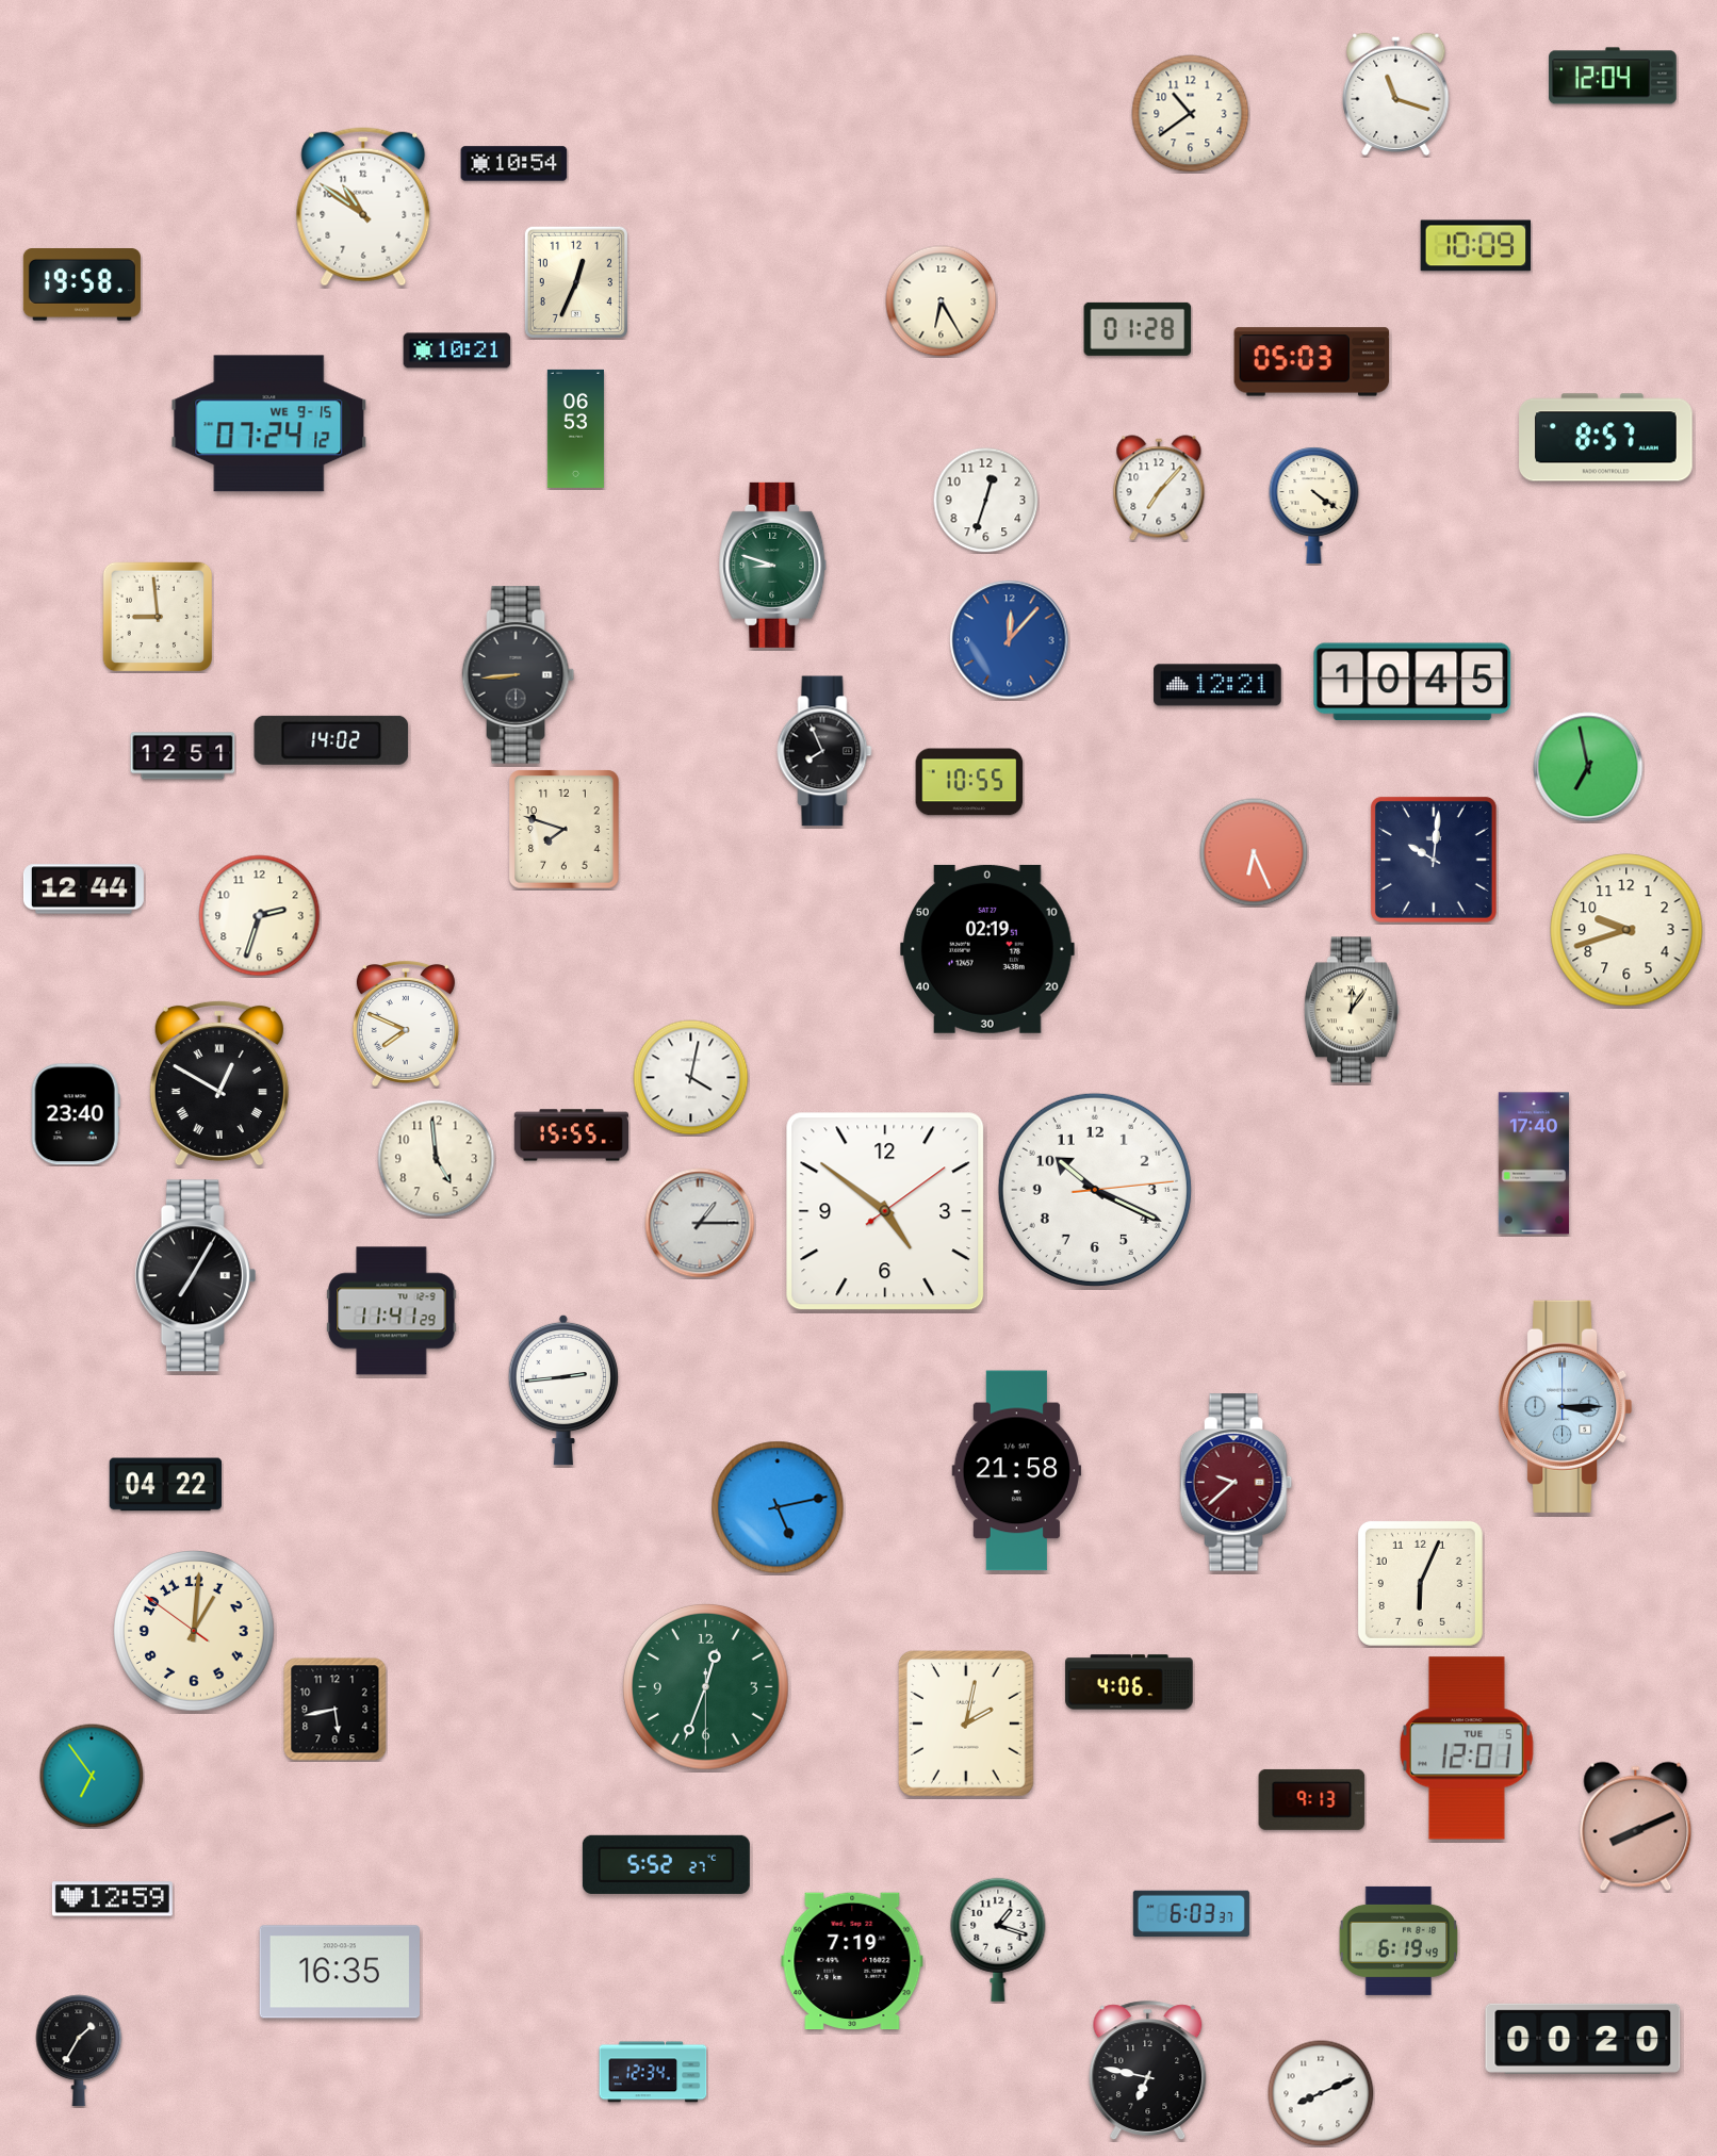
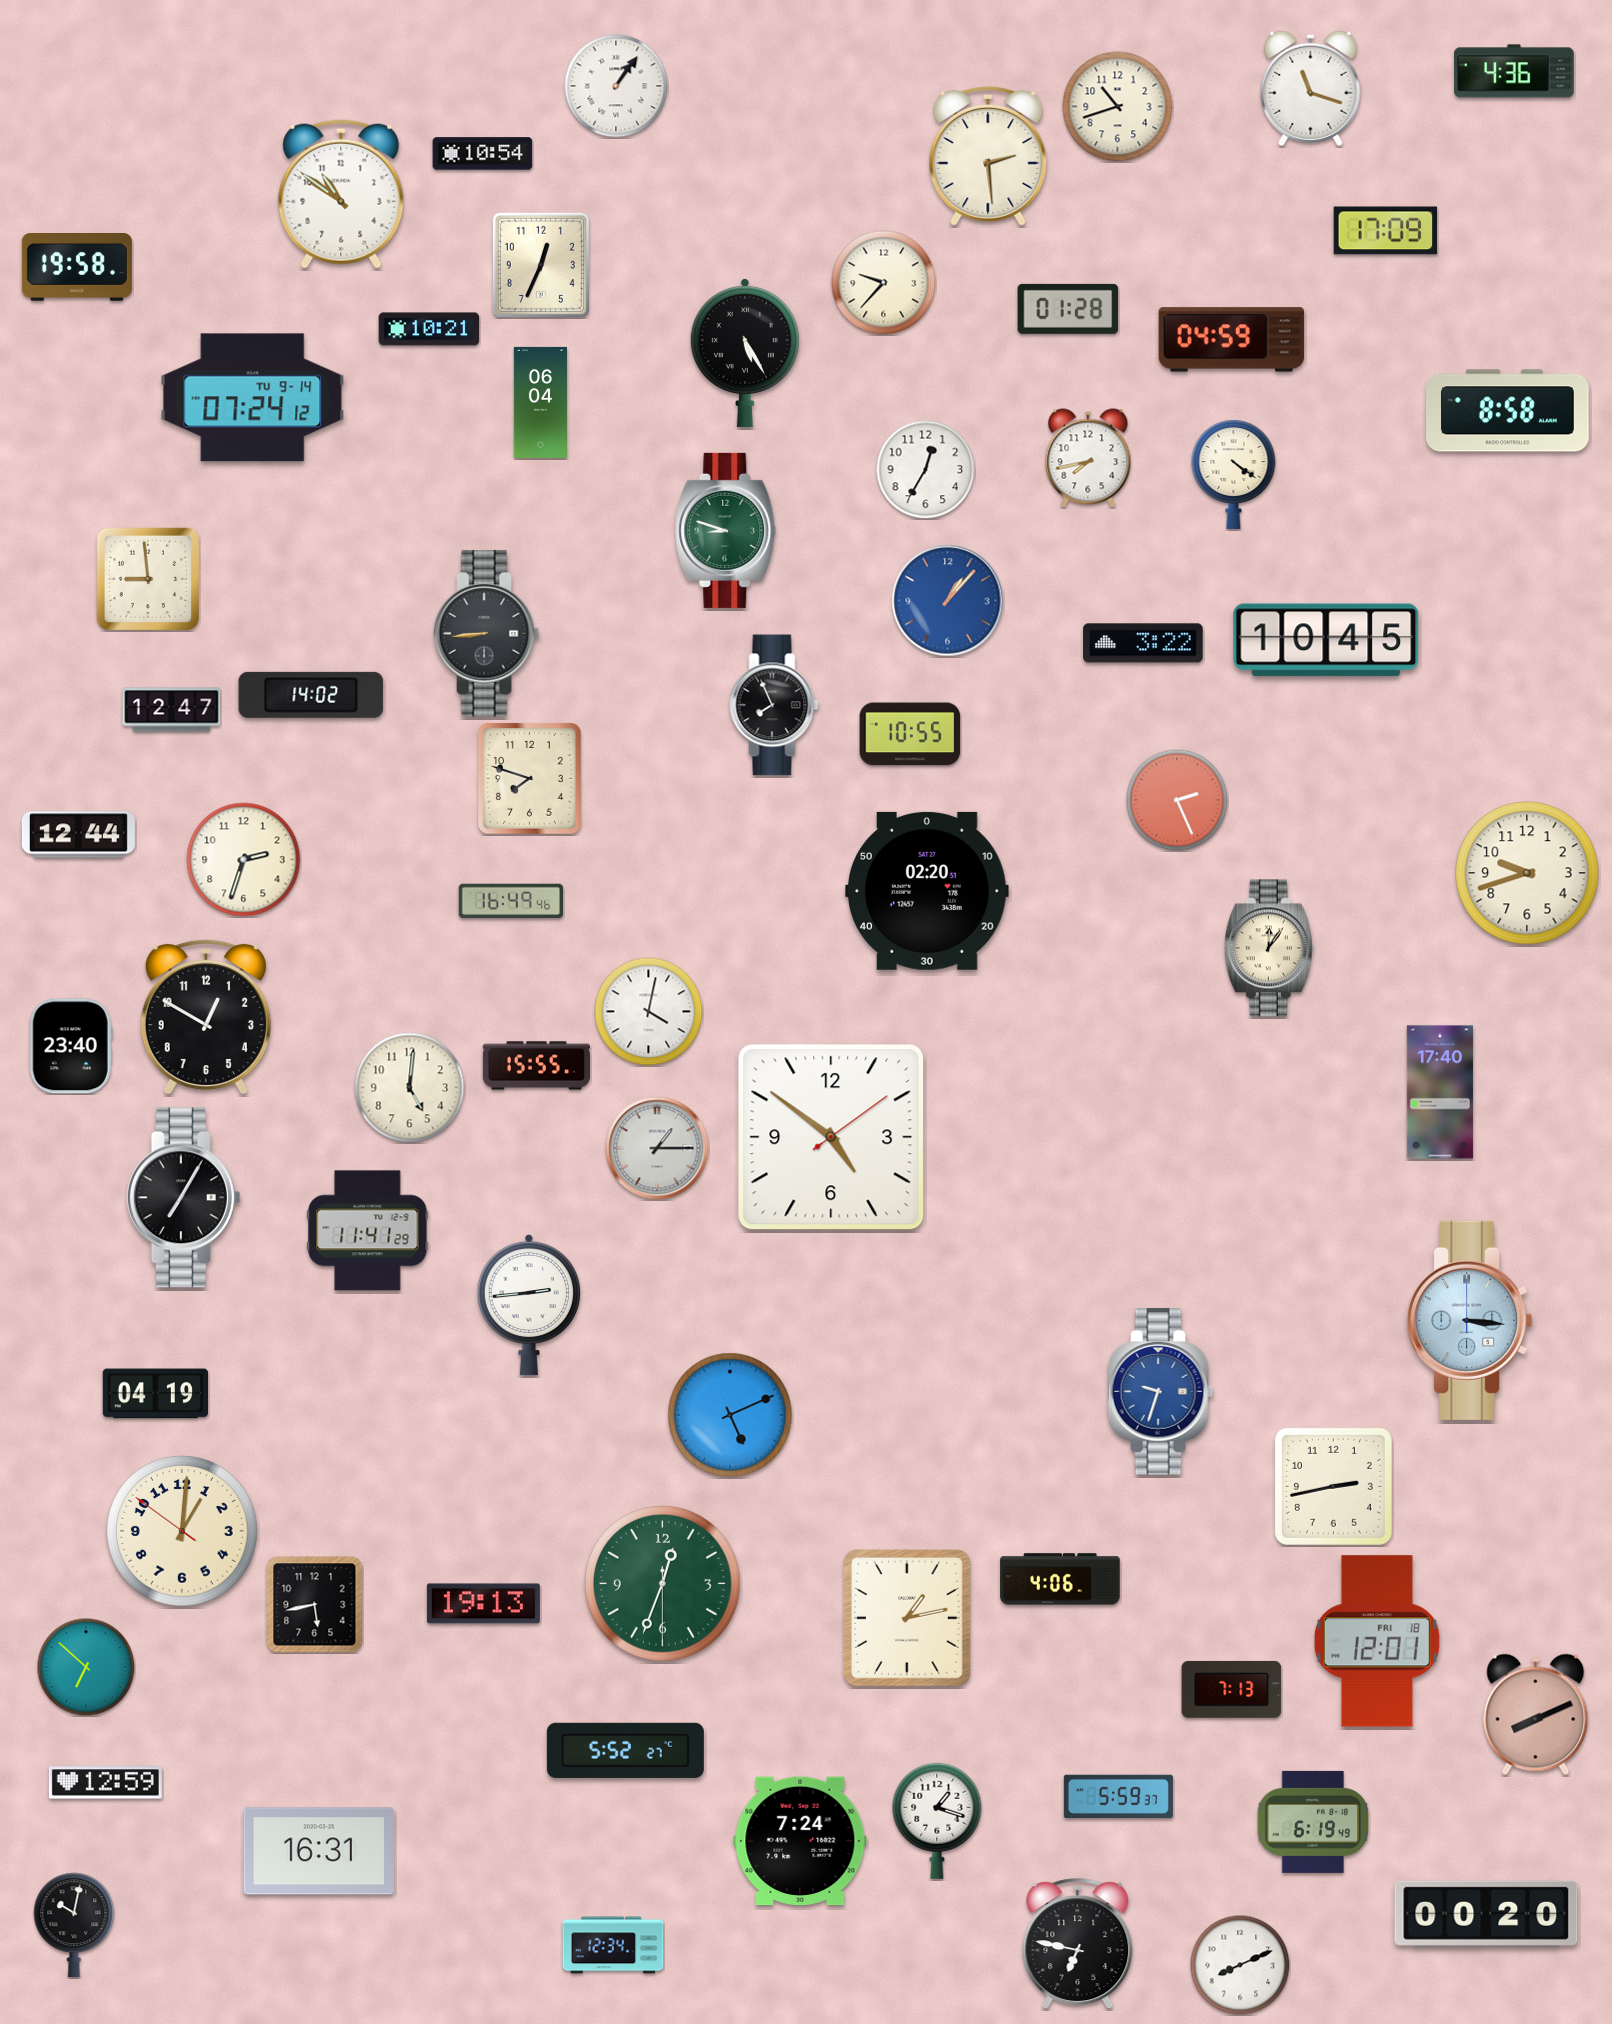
clock at (1613, 76): 12:04 -> 4:36
clock at (616, 86): none -> 1:06
clock at (1191, 114): 10:39 -> 10:42
clock at (988, 156): none -> 2:29
clock at (1476, 246): 10:09 -> 17:09
clock at (942, 301): 6:25 -> 9:37
clock at (1312, 362): 05:03 -> 04:59
clock at (745, 353): none -> 5:25
clock at (269, 424) date: WE 9-15 -> TU 9-14
clock at (575, 428): 06:53 -> 06:04
clock at (1606, 438): 8:57 -> 8:58
clock at (1159, 488): 7:07 -> 7:43
clock at (986, 501): 12:33 -> 12:35
clock at (1010, 640): 12:07 -> 1:07
clock at (1217, 685): 12:21 -> 3:22
clock at (183, 756): 12:51 -> 12:47
clock at (1588, 767): 6:58 -> none
clock at (1254, 852): 6:26 -> 2:26
clock at (1434, 860): 10:01 -> none
clock at (988, 949): 02:19 -> 02:20
clock at (511, 901): none -> 16:49
clock at (406, 1024): 7:49 -> none
clock at (219, 1083) numerals: Roman -> Arabic
clock at (437, 1159): 4:59 -> 5:01
clock at (1095, 1190): 10:19 -> none
clock at (1566, 1406): 3:15 -> 3:16
clock at (1017, 1471): 21:58 -> none
clock at (1237, 1483): 9:38 -> 9:33
clock at (1237, 1483) dial: burgundy -> blue
clock at (165, 1485): 04:22 -> 04:19
clock at (778, 1507): 5:13 -> 5:11
clock at (1420, 1583): 6:04 -> 2:43
clock at (483, 1604): none -> 19:13
clock at (966, 1725): 2:02 -> 1:13
clock at (1467, 1748) date: TUE 5 -> FRI 18
clock at (92, 1776): 6:54 -> 6:52
clock at (1312, 1799): 9:13 -> 7:13
clock at (1191, 1914): 6:03 -> 5:59
clock at (852, 1961): 7:19 -> 7:24
clock at (340, 1972): 16:35 -> 16:31
clock at (79, 2051): 1:35 -> 10:02
